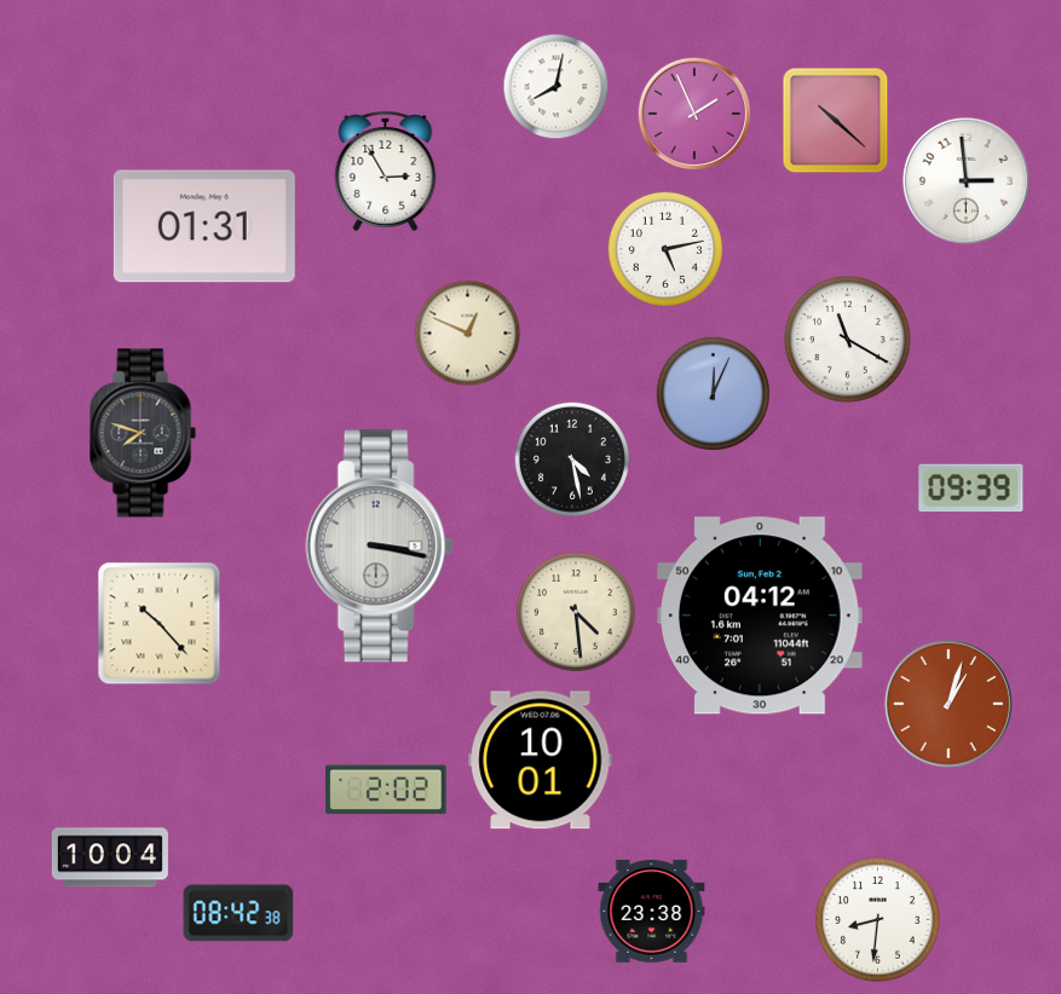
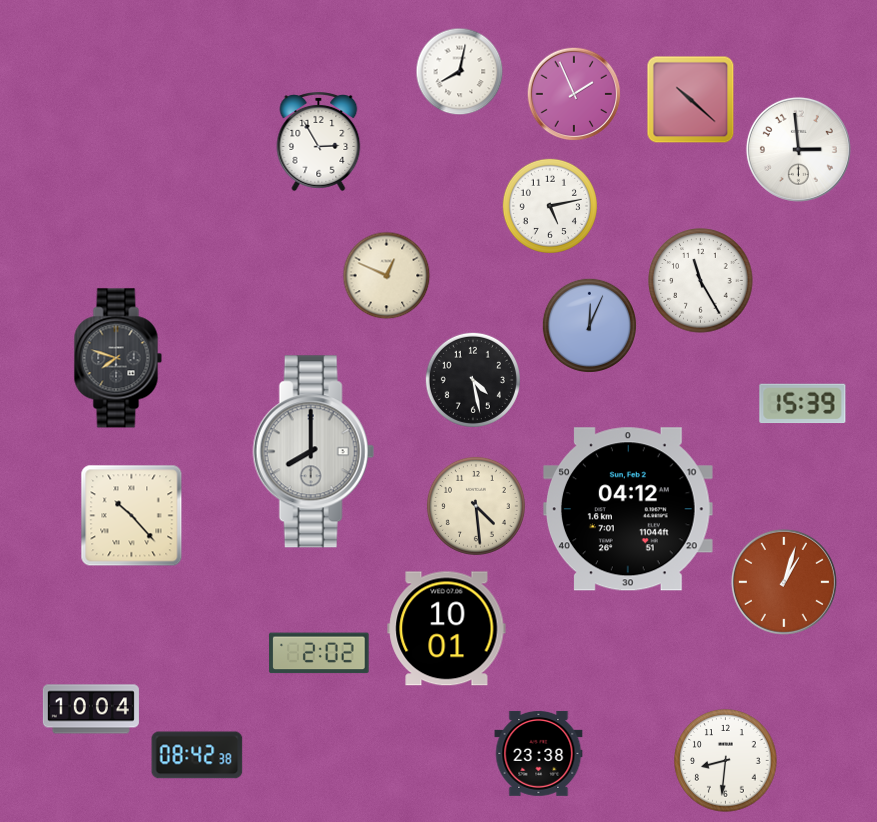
clock at (204, 226): 01:31 -> none
clock at (848, 340): 11:20 -> 11:25
clock at (971, 489): 09:39 -> 15:39
clock at (379, 547): 3:17 -> 8:00
